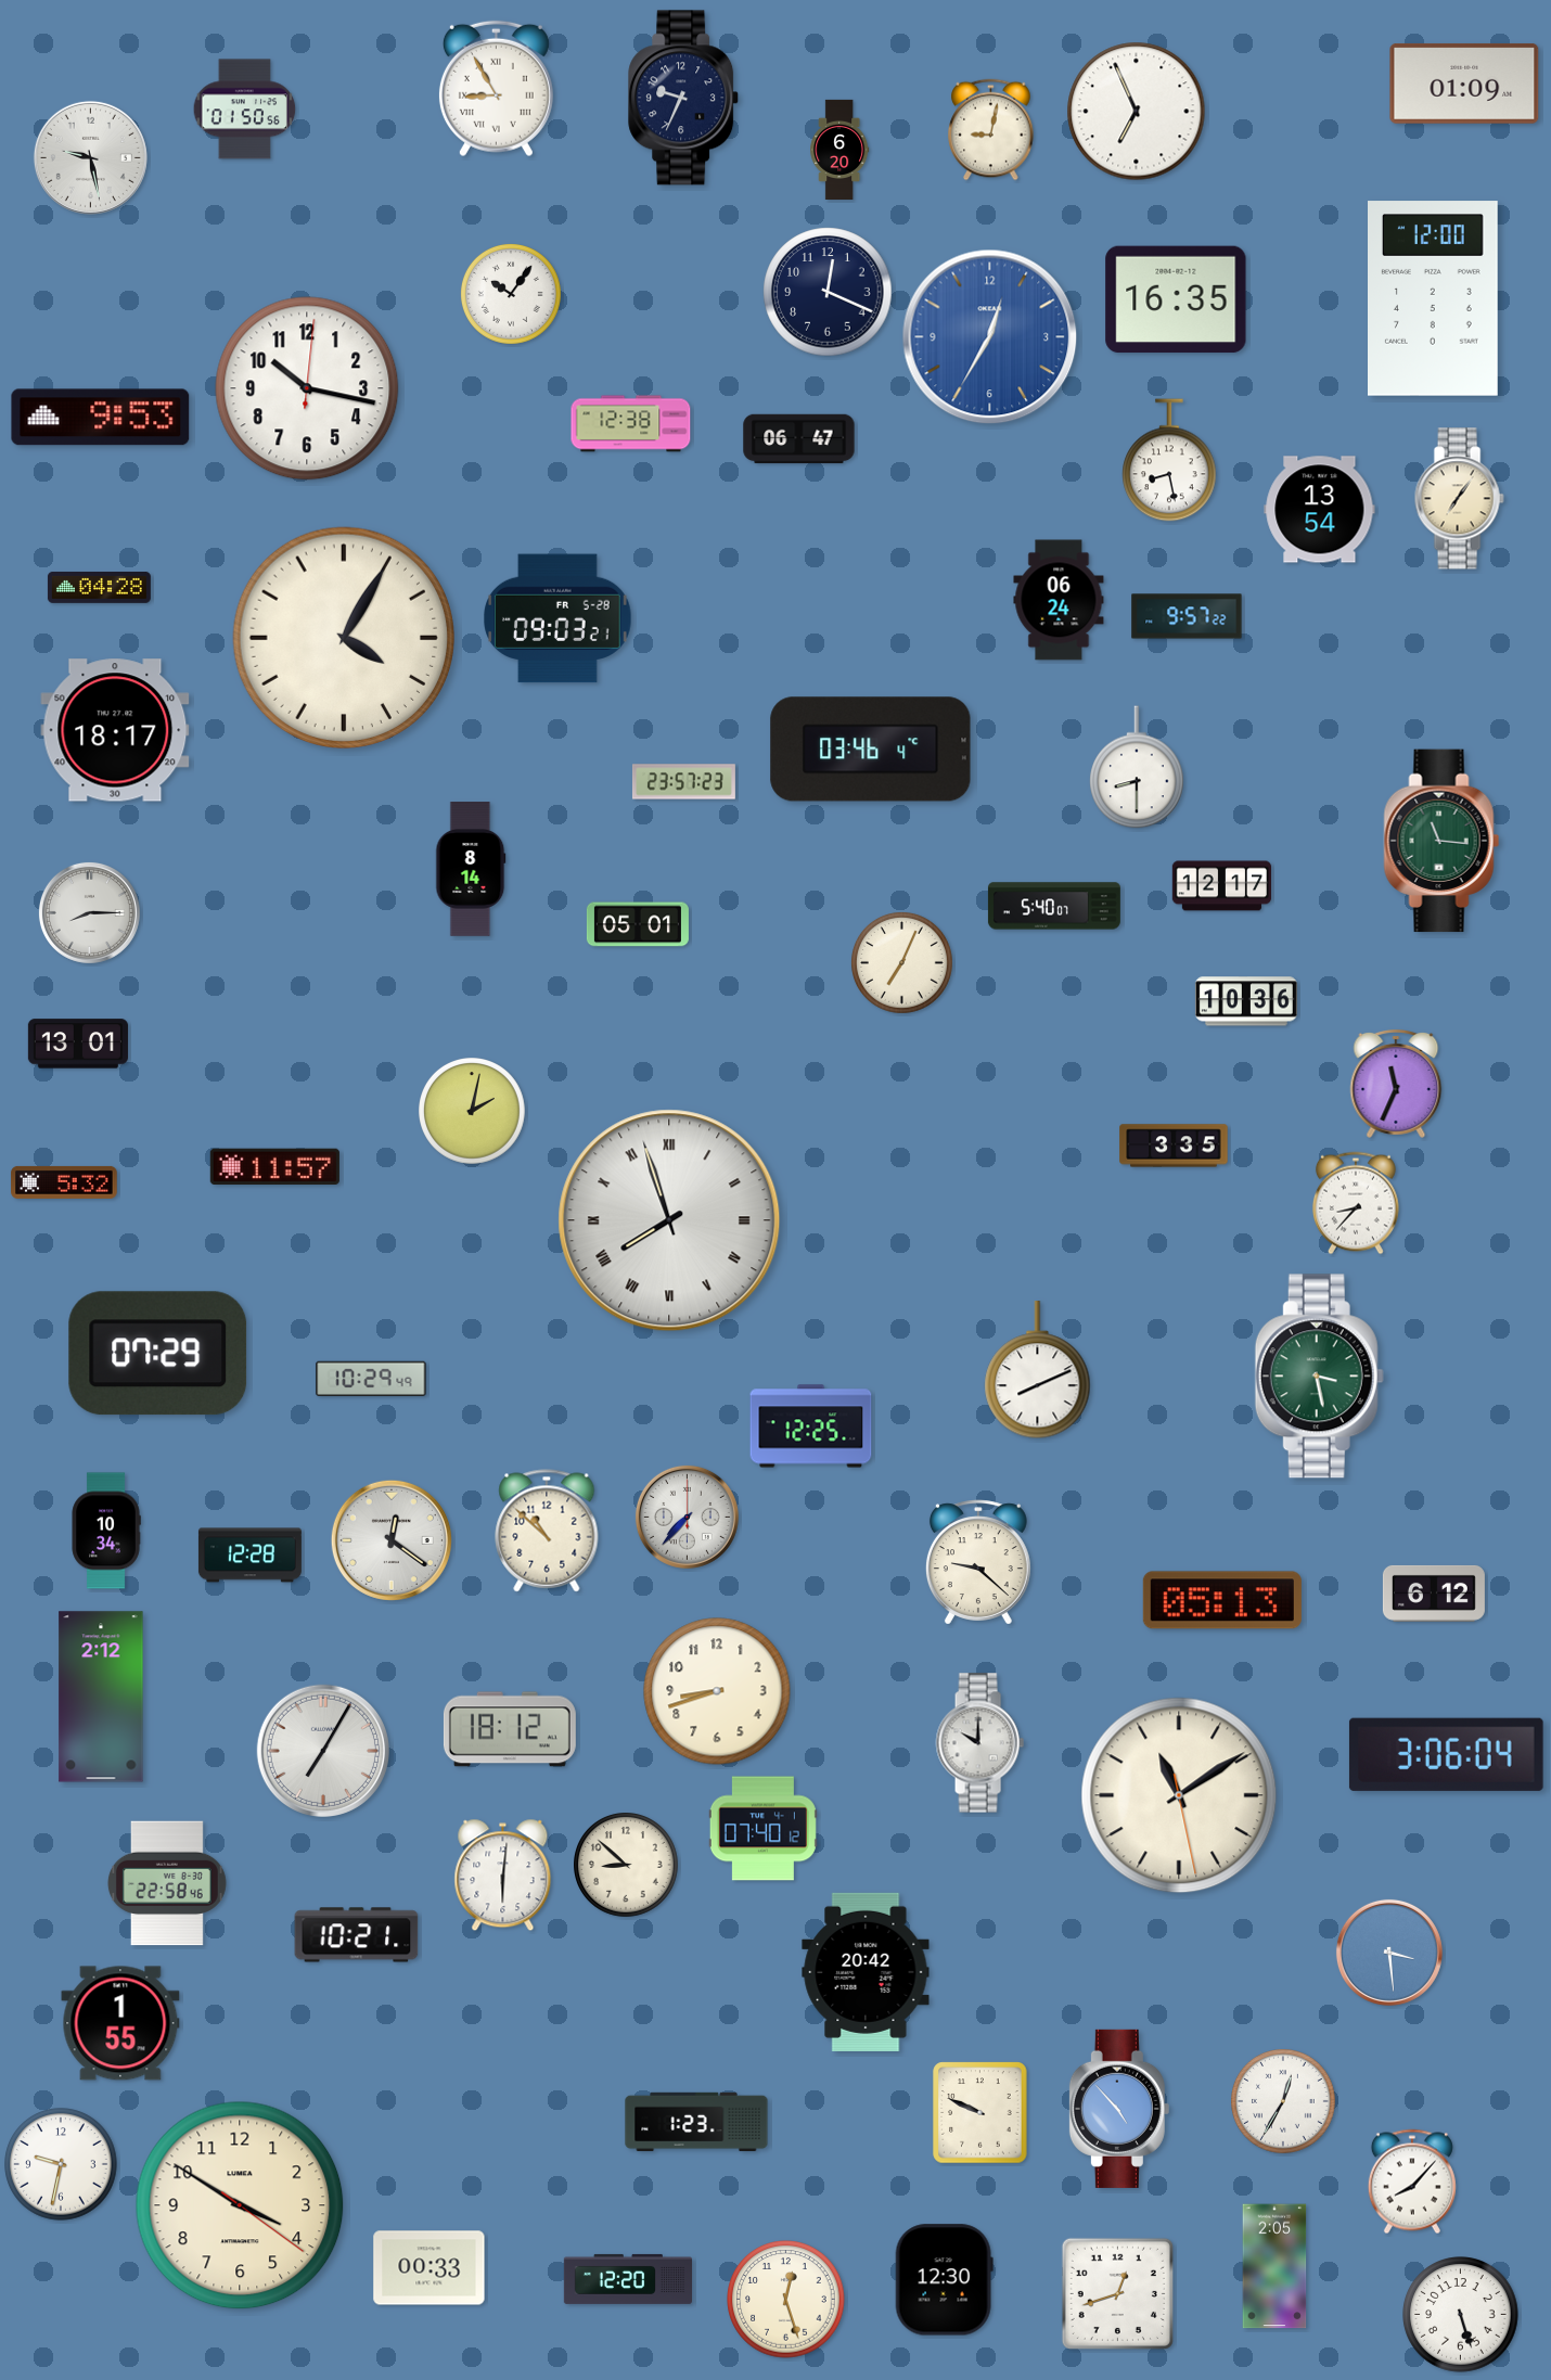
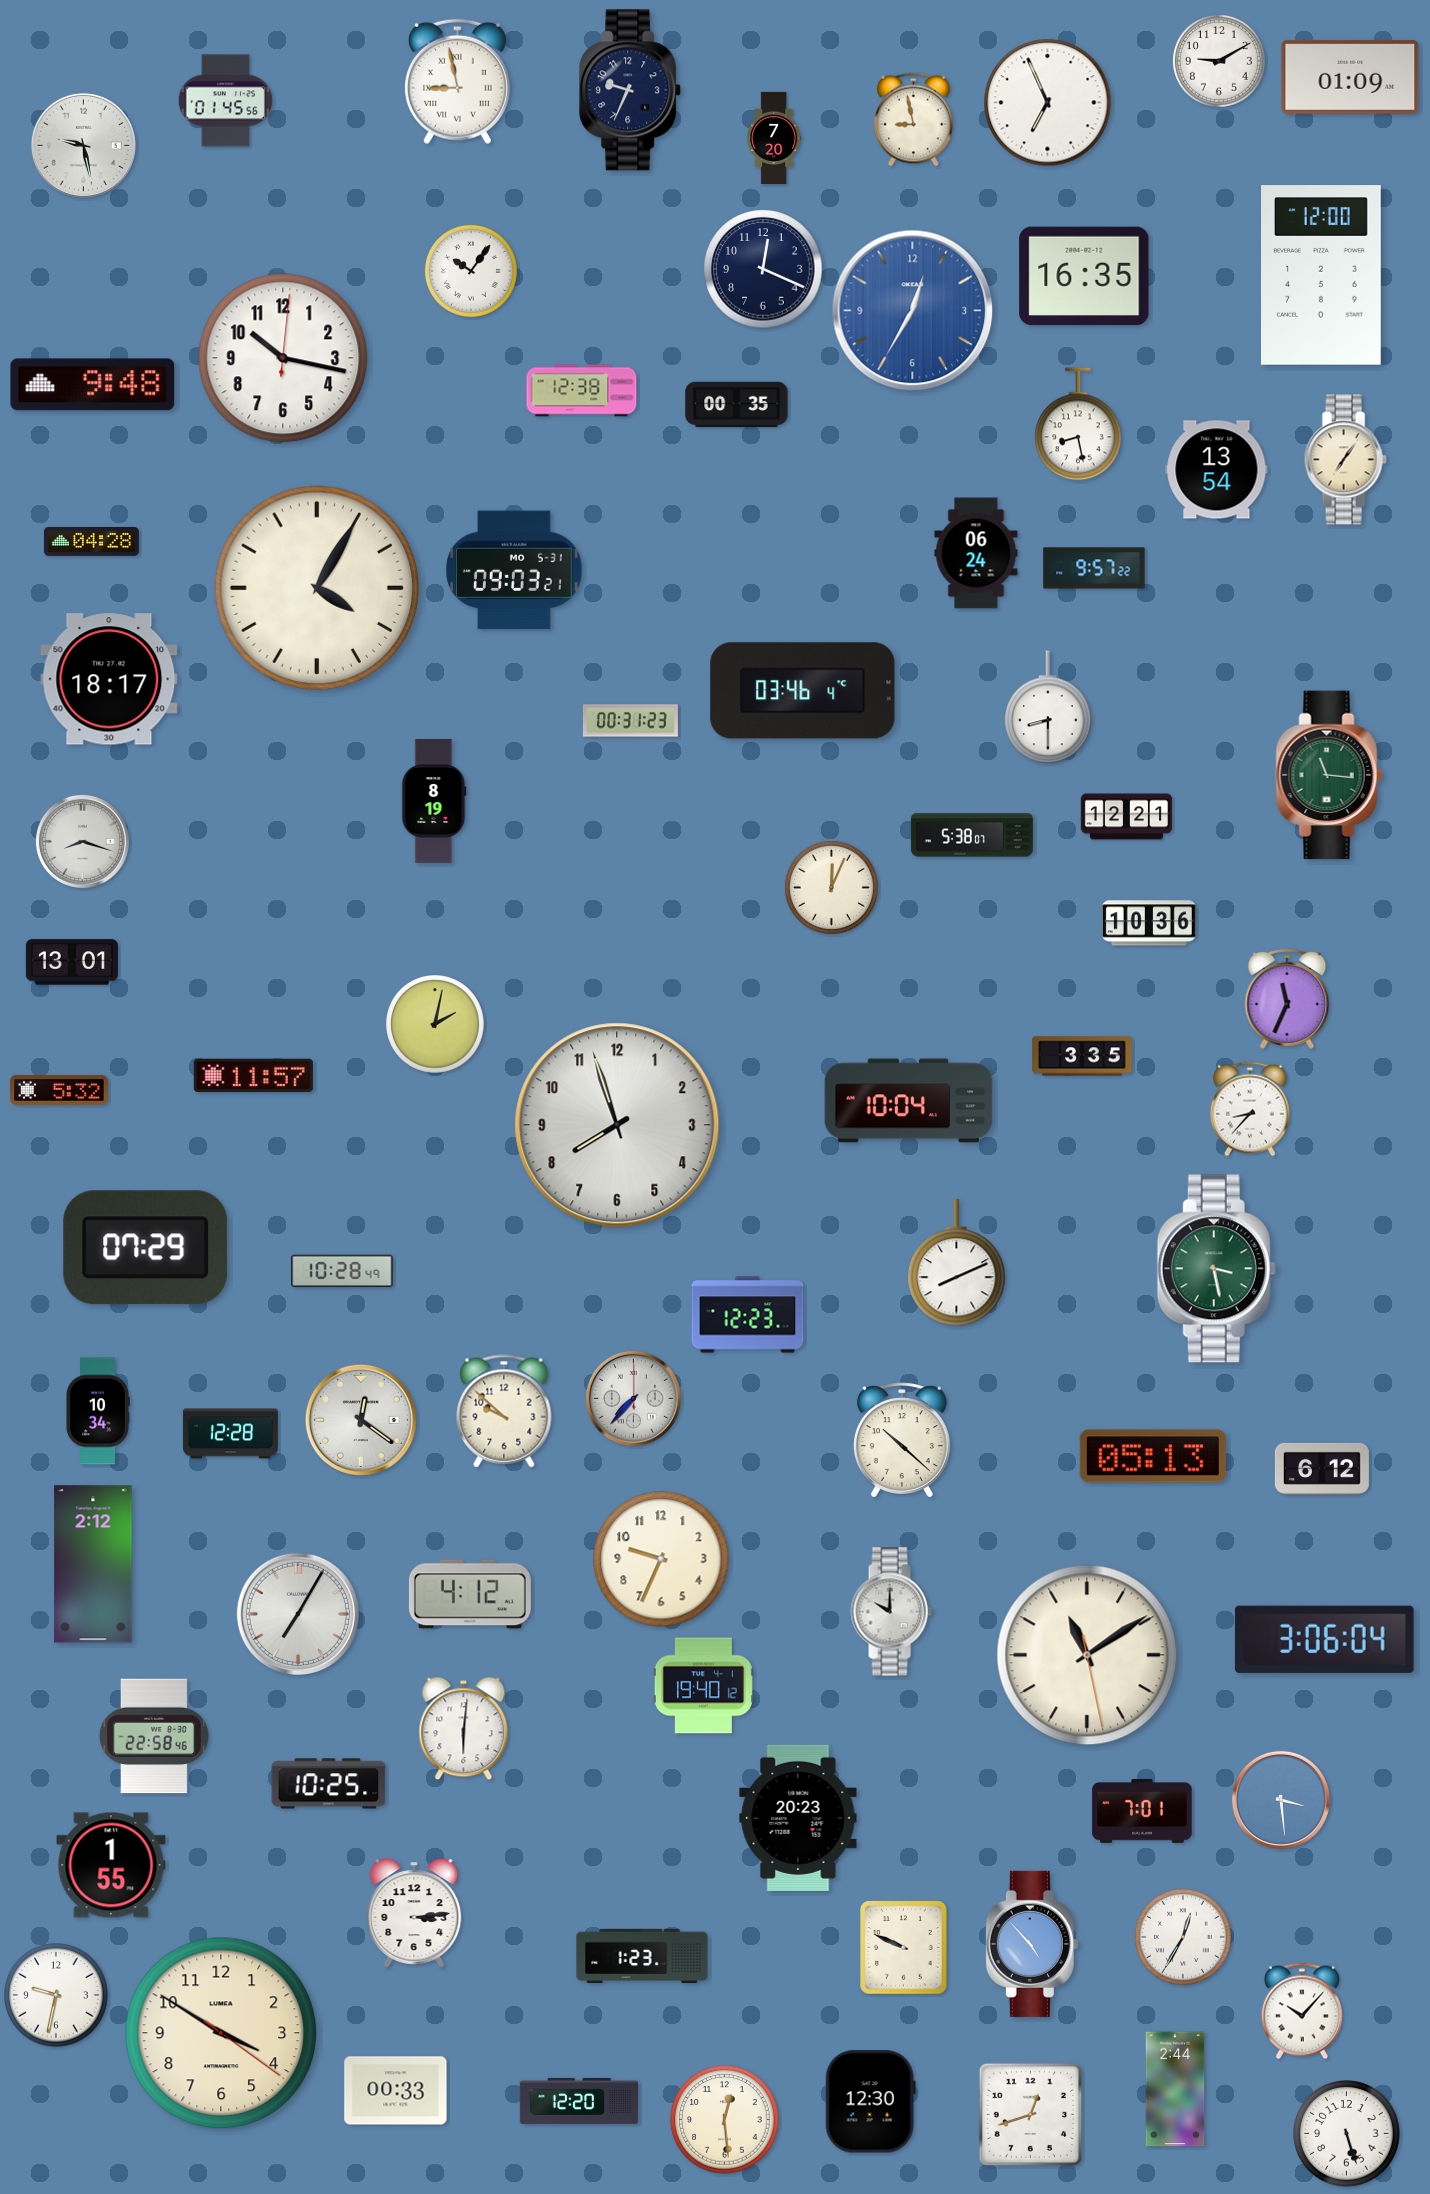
clock at (1219, 61): none -> 9:10
clock at (496, 89): 8:55 -> 8:58
clock at (245, 110): 01:50 -> 01:45
clock at (991, 130): 9:02 -> 8:58
clock at (839, 149): 6:20 -> 7:20
clock at (101, 418): 9:53 -> 9:48
clock at (799, 439): 06:47 -> 00:35
clock at (557, 618) date: FR 5-28 -> MO 5-31
clock at (115, 730) position: (115, 730) -> (109, 679)
clock at (683, 782): 23:57 -> 00:31
clock at (471, 869): 8:14 -> 8:19
clock at (1221, 886): 12:17 -> 12:21
clock at (1054, 906): 5:40 -> 5:38
clock at (89, 912): 8:15 -> 8:18
clock at (638, 924): 05:01 -> none
clock at (901, 962): 7:04 -> 12:04
clock at (909, 1101): none -> 10:04
clock at (669, 1220) numerals: Roman -> Arabic
clock at (371, 1378): 10:29 -> 10:28
clock at (811, 1426): 12:25 -> 12:23
clock at (547, 1531): 10:52 -> 9:52
clock at (978, 1562): 9:22 -> 10:22
clock at (1222, 1600) position: (1222, 1600) -> (1153, 1456)
clock at (717, 1691): 8:42 -> 9:34
clock at (510, 1729): 18:12 -> 4:12
clock at (979, 1743) position: (979, 1743) -> (891, 1612)
clock at (1446, 1754) position: (1446, 1754) -> (1324, 1639)
clock at (762, 1829): 07:40 -> 19:40
clock at (627, 1866): 8:52 -> none
clock at (357, 1935): 10:21 -> 10:25
clock at (1142, 1811): none -> 7:01
clock at (866, 1972): 20:42 -> 20:23
clock at (414, 1913): none -> 3:14
clock at (1412, 2181): 8:07 -> 10:07
clock at (1274, 2266): 2:05 -> 2:44
clock at (786, 2300): 12:27 -> 12:29
